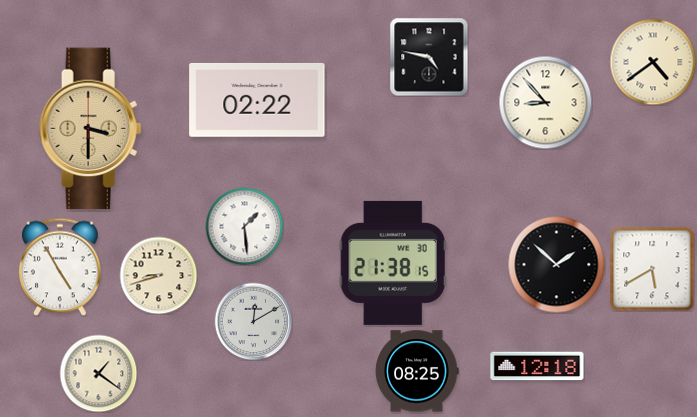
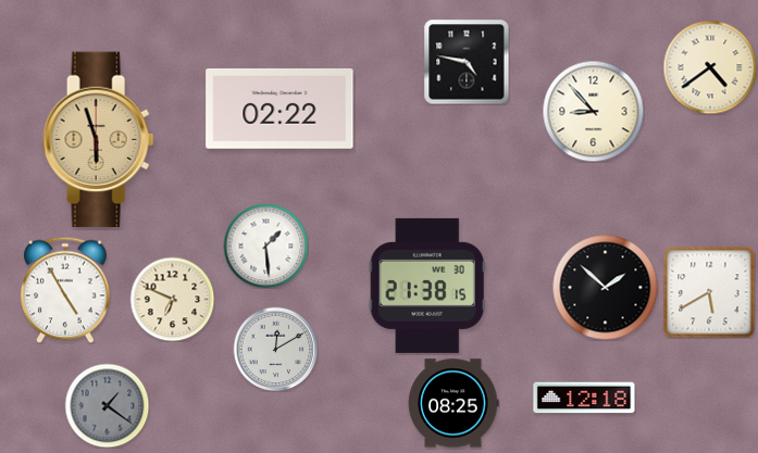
clock at (91, 129): 3:30 -> 5:57
clock at (158, 275): 8:42 -> 6:49
clock at (98, 373) dial: cream -> grey
